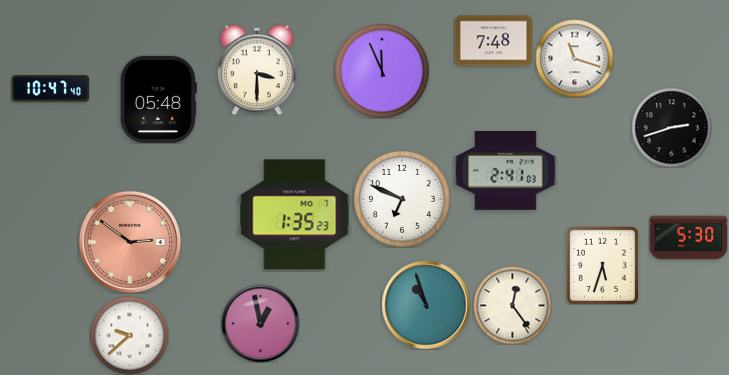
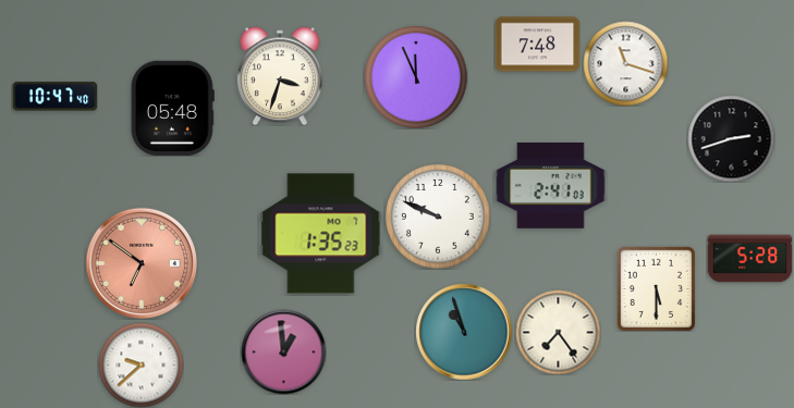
clock at (257, 70): 3:30 -> 3:33
clock at (402, 199): 6:49 -> 9:49
clock at (688, 238): 5:30 -> 5:28
clock at (129, 241): 2:51 -> 6:51
clock at (602, 265): 5:33 -> 5:30
clock at (512, 305): 12:24 -> 7:24
clock at (260, 323): 12:58 -> 12:59
